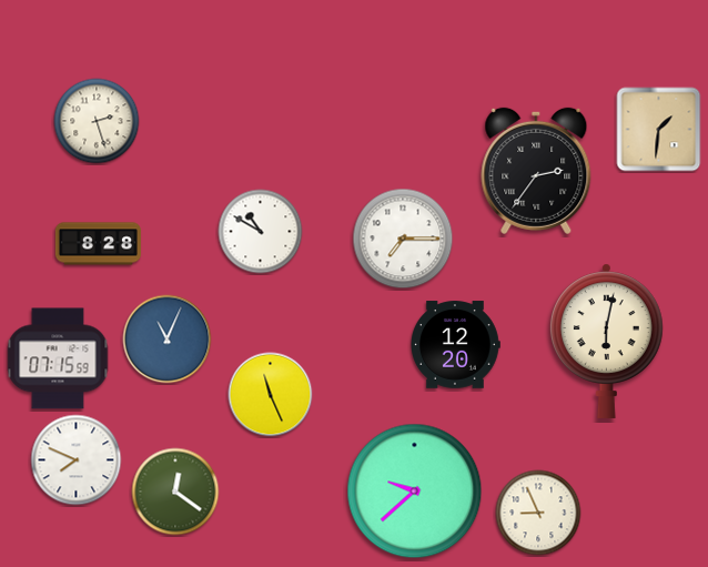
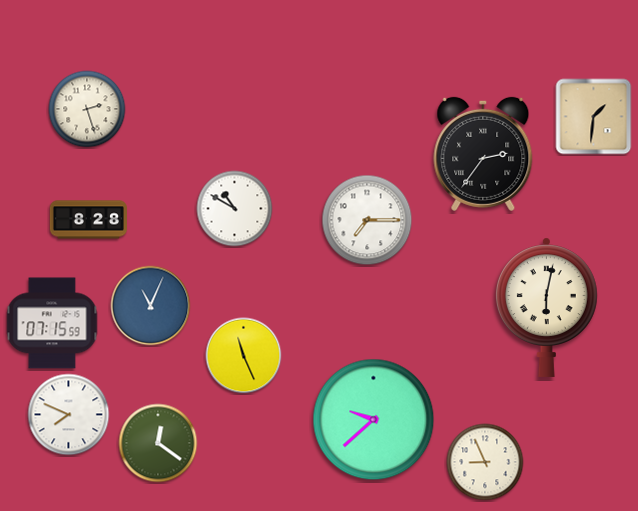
clock at (403, 239) position: (403, 239) -> (367, 220)
clock at (456, 345): 12:20 -> none
clock at (415, 492) position: (415, 492) -> (374, 420)
